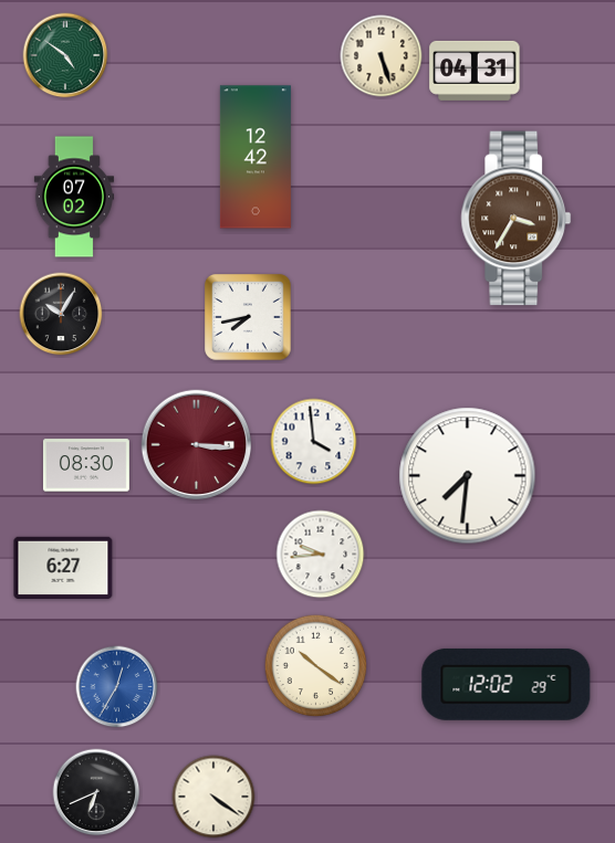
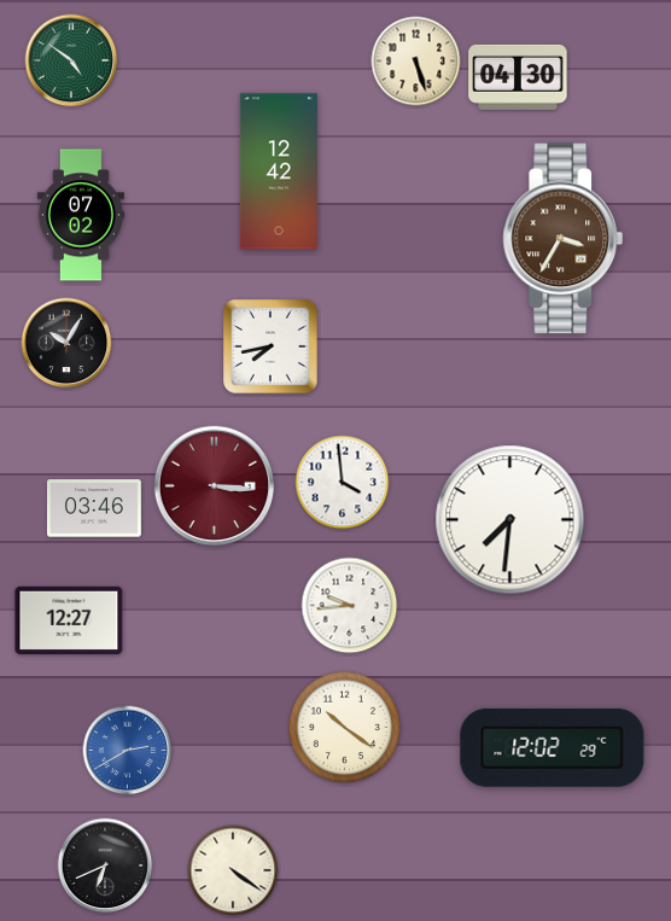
clock at (475, 71): 04:31 -> 04:30
clock at (86, 465): 08:30 -> 03:46
clock at (63, 567): 6:27 -> 12:27
clock at (117, 687): 12:35 -> 2:40
